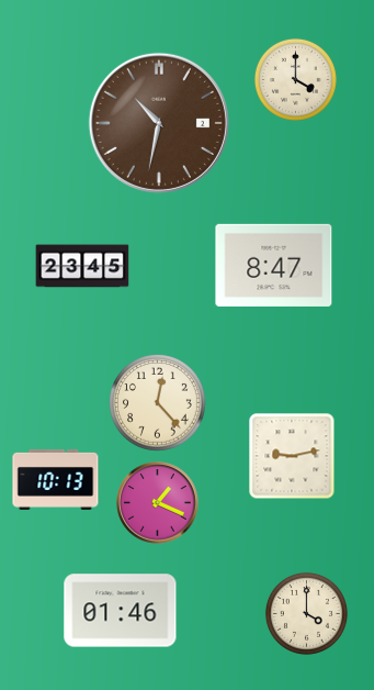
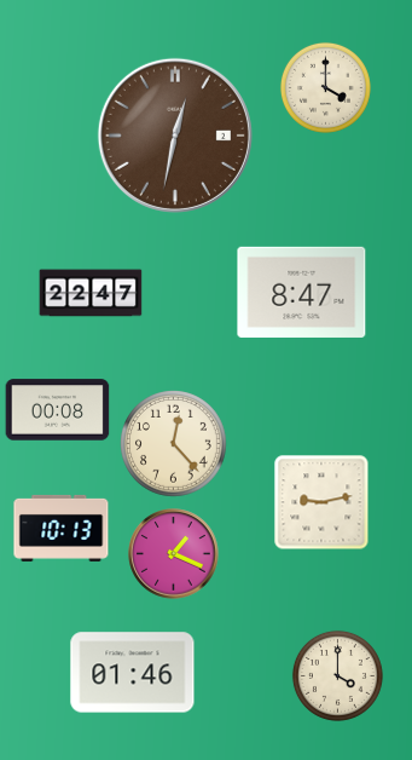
clock at (159, 123): 10:32 -> 12:32
clock at (82, 266): 23:45 -> 22:47
clock at (58, 410): none -> 00:08
